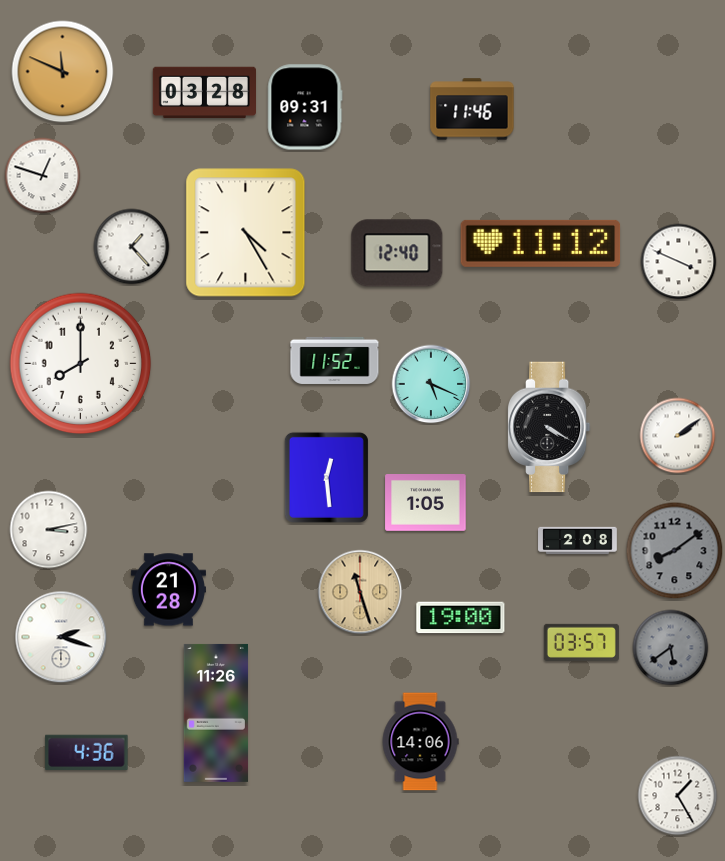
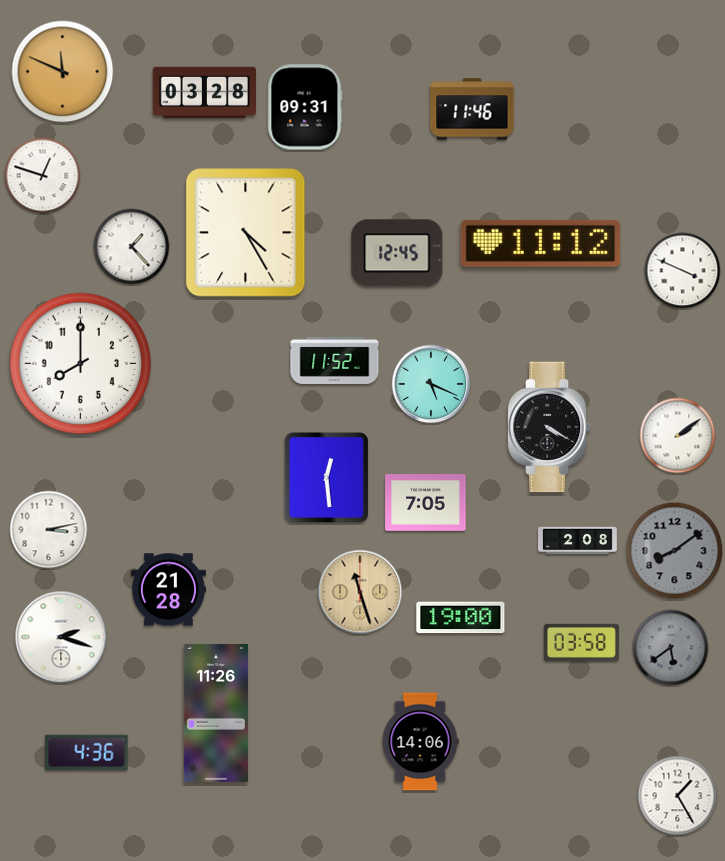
clock at (397, 253): 12:40 -> 12:45
clock at (679, 262) position: (679, 262) -> (683, 271)
clock at (426, 503): 1:05 -> 7:05
clock at (581, 642): 03:57 -> 03:58
